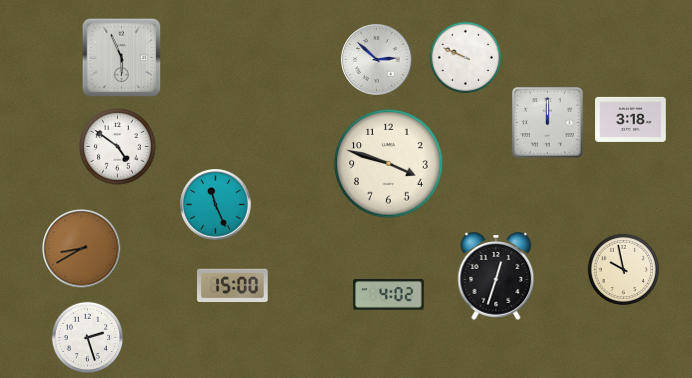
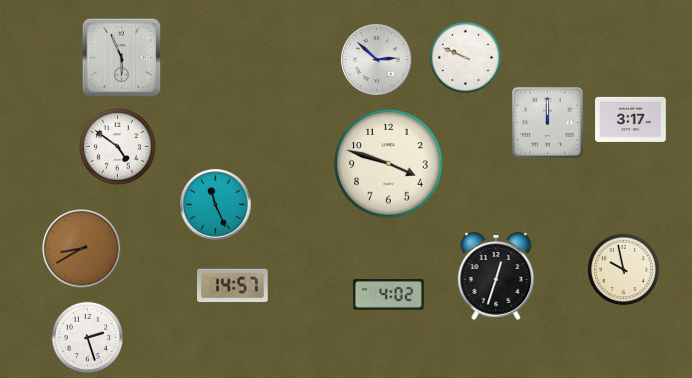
clock at (631, 119): 3:18 -> 3:17
clock at (233, 286): 15:00 -> 14:57
